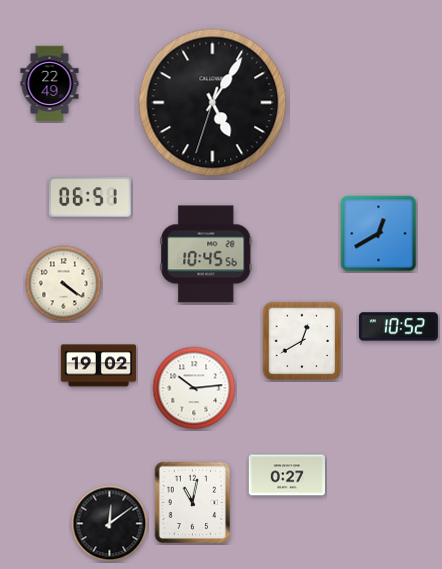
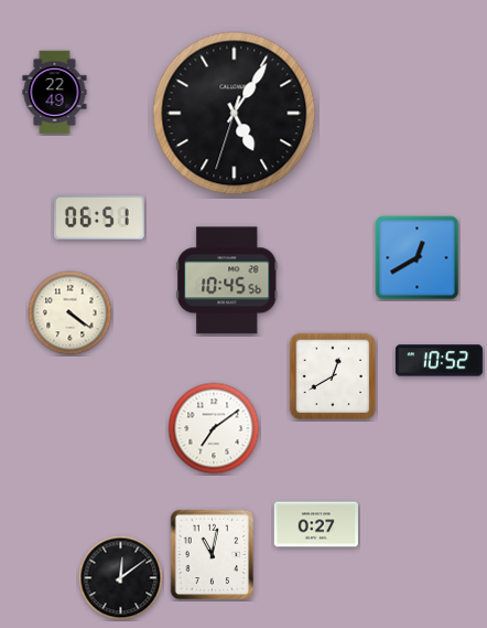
clock at (99, 366): 19:02 -> none
clock at (194, 388): 10:14 -> 7:09
